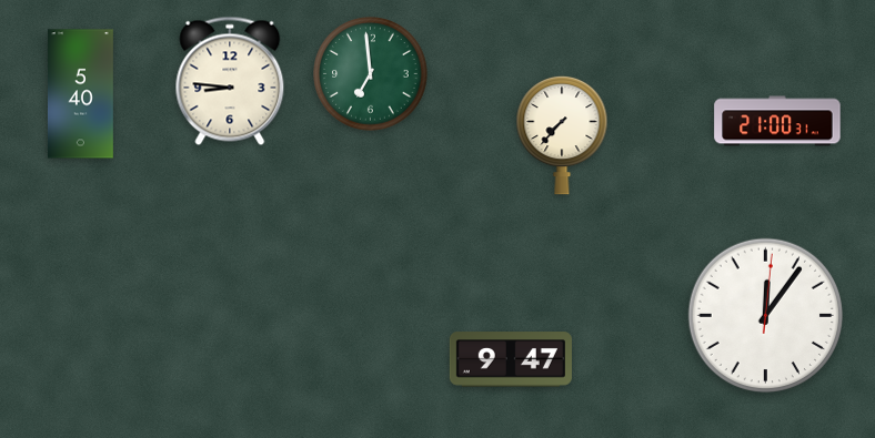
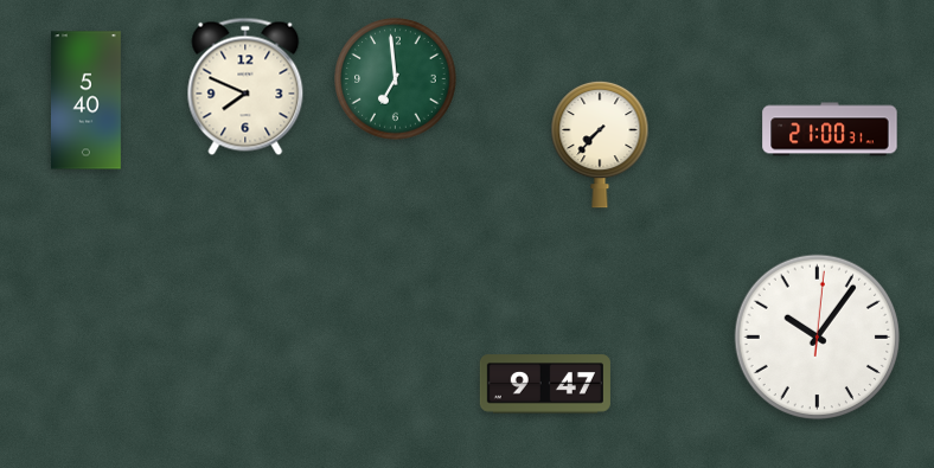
clock at (230, 81): 8:46 -> 7:49
clock at (766, 316): 12:06 -> 10:06
